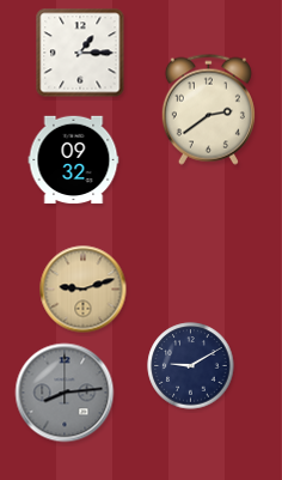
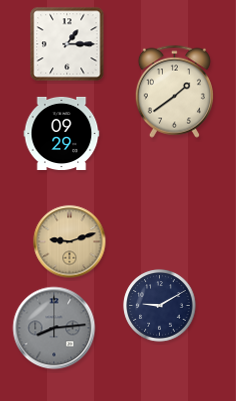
clock at (208, 109): 2:39 -> 1:39
clock at (74, 160): 09:32 -> 09:29
